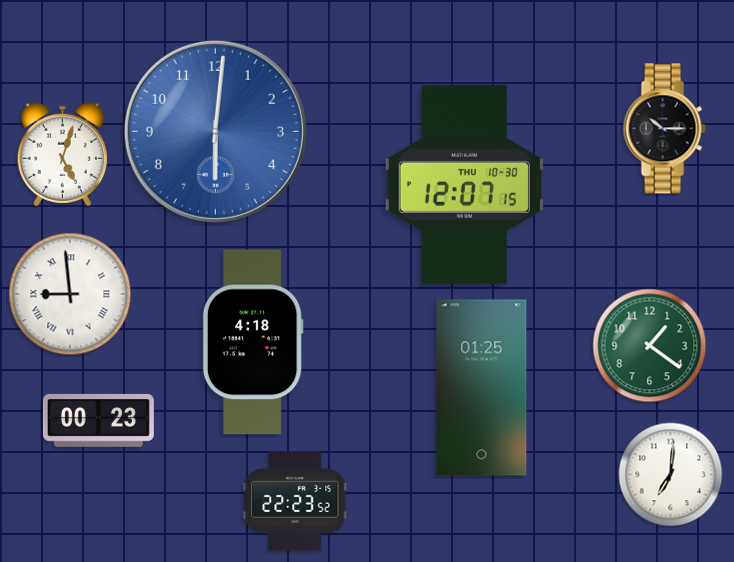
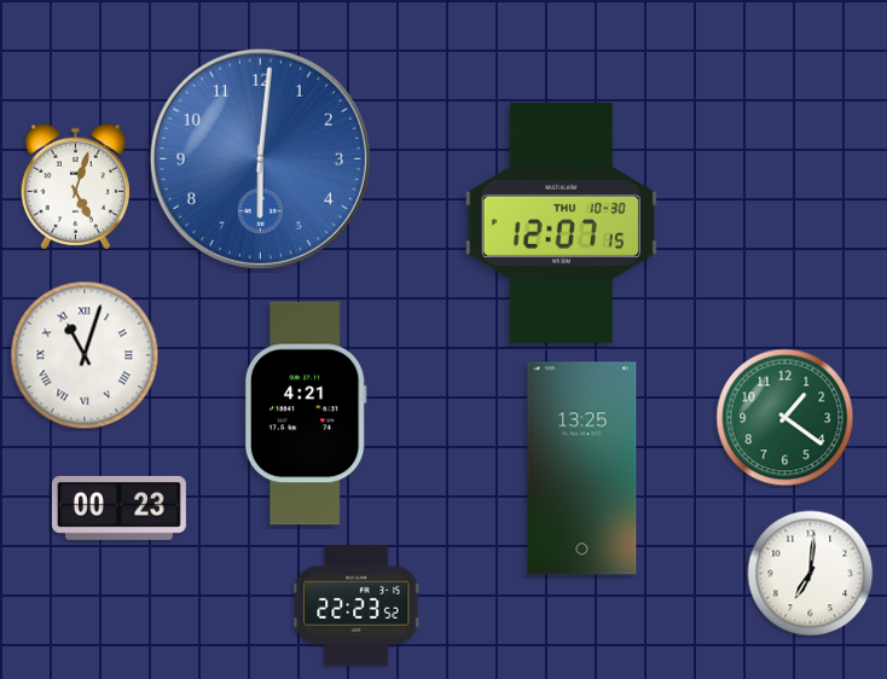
clock at (664, 129): 10:15 -> none
clock at (70, 294): 8:59 -> 11:03
clock at (253, 342): 4:18 -> 4:21
clock at (482, 388): 01:25 -> 13:25
